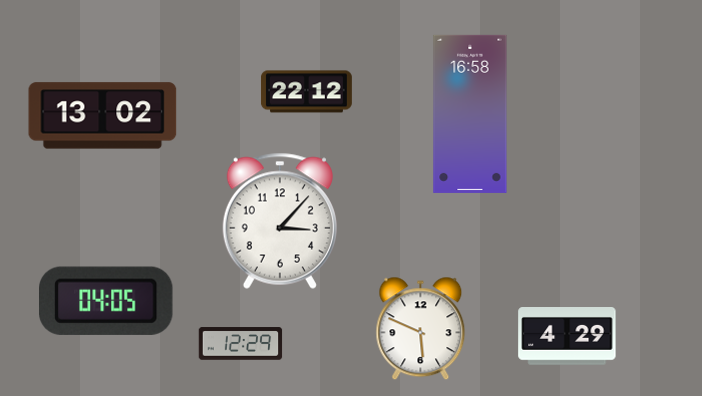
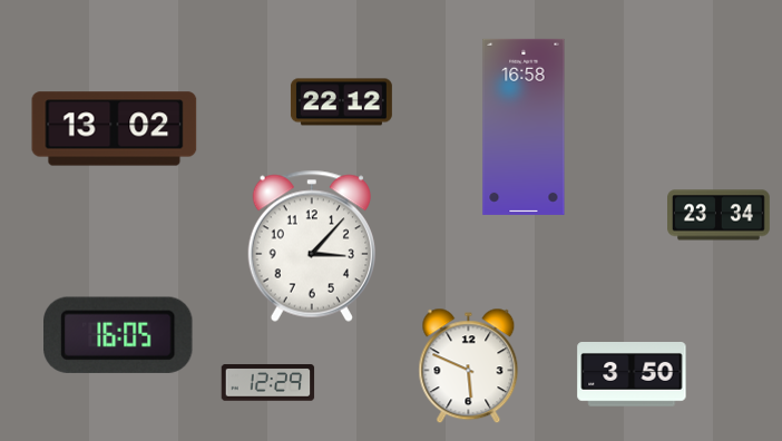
clock at (720, 215): none -> 23:34
clock at (107, 301): 04:05 -> 16:05
clock at (567, 336): 4:29 -> 3:50
